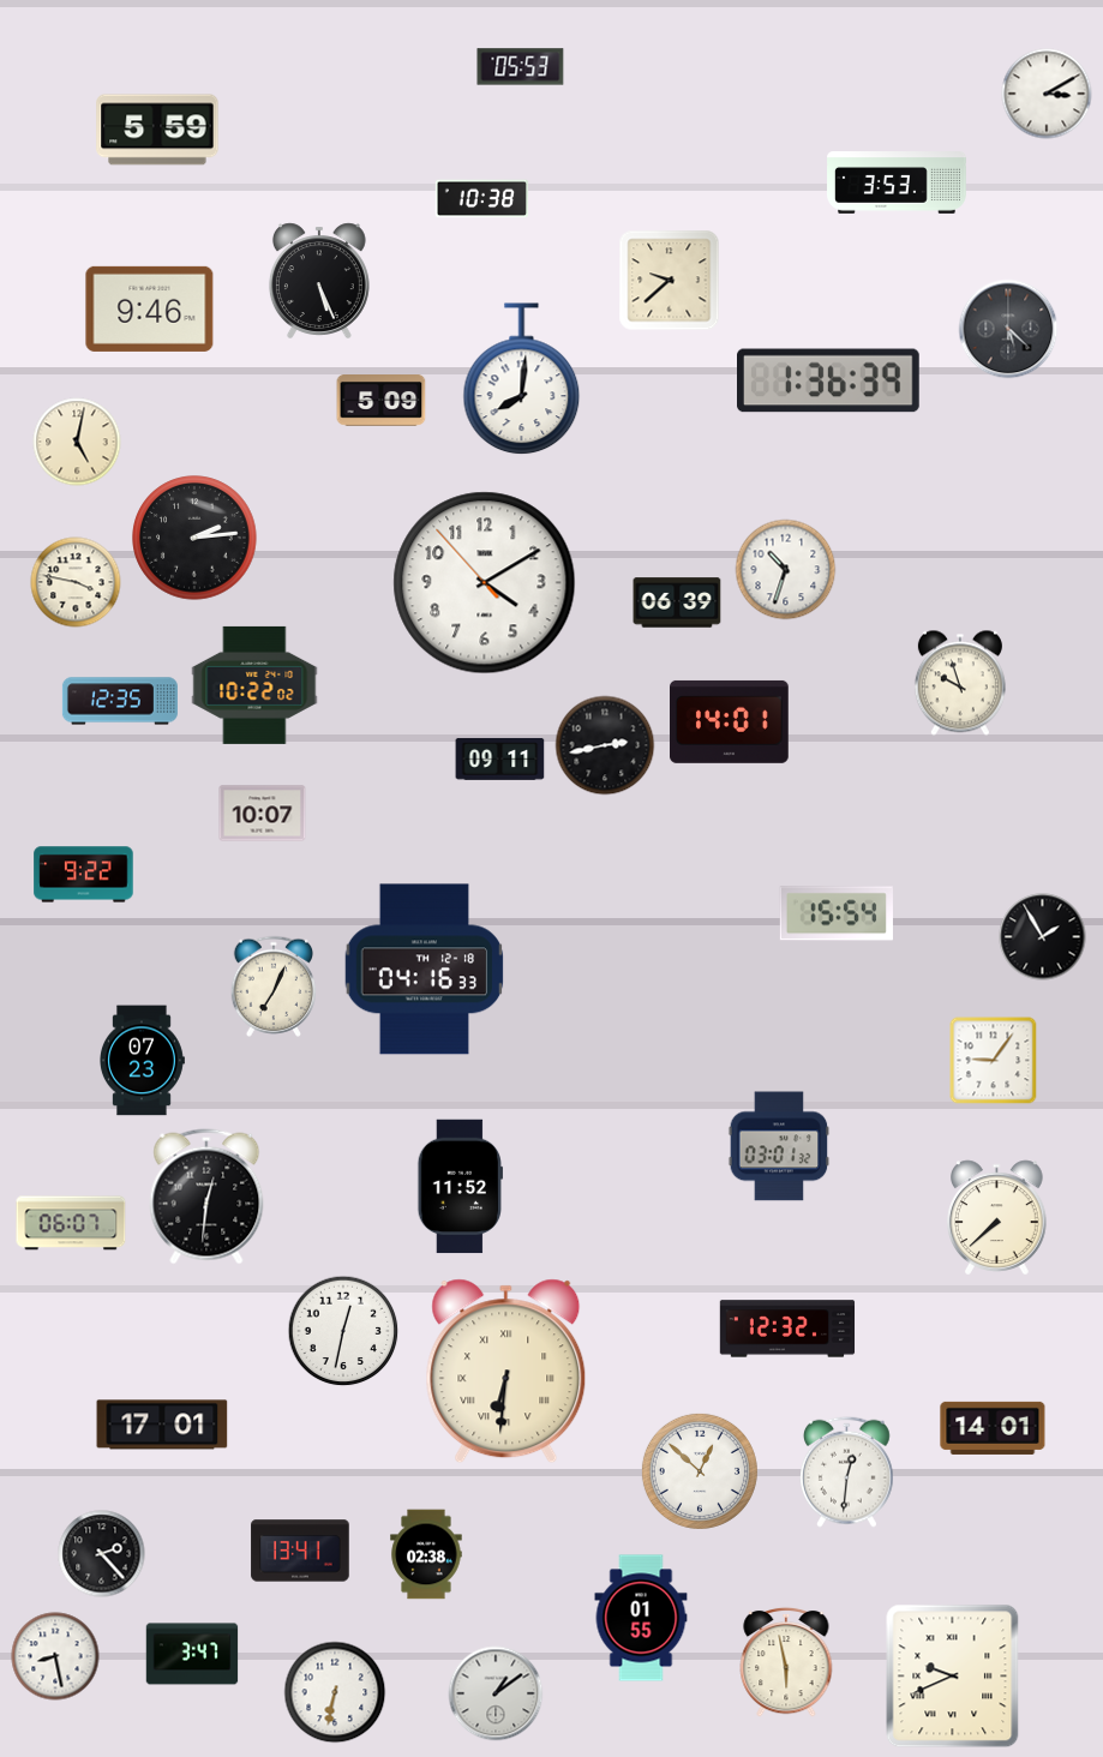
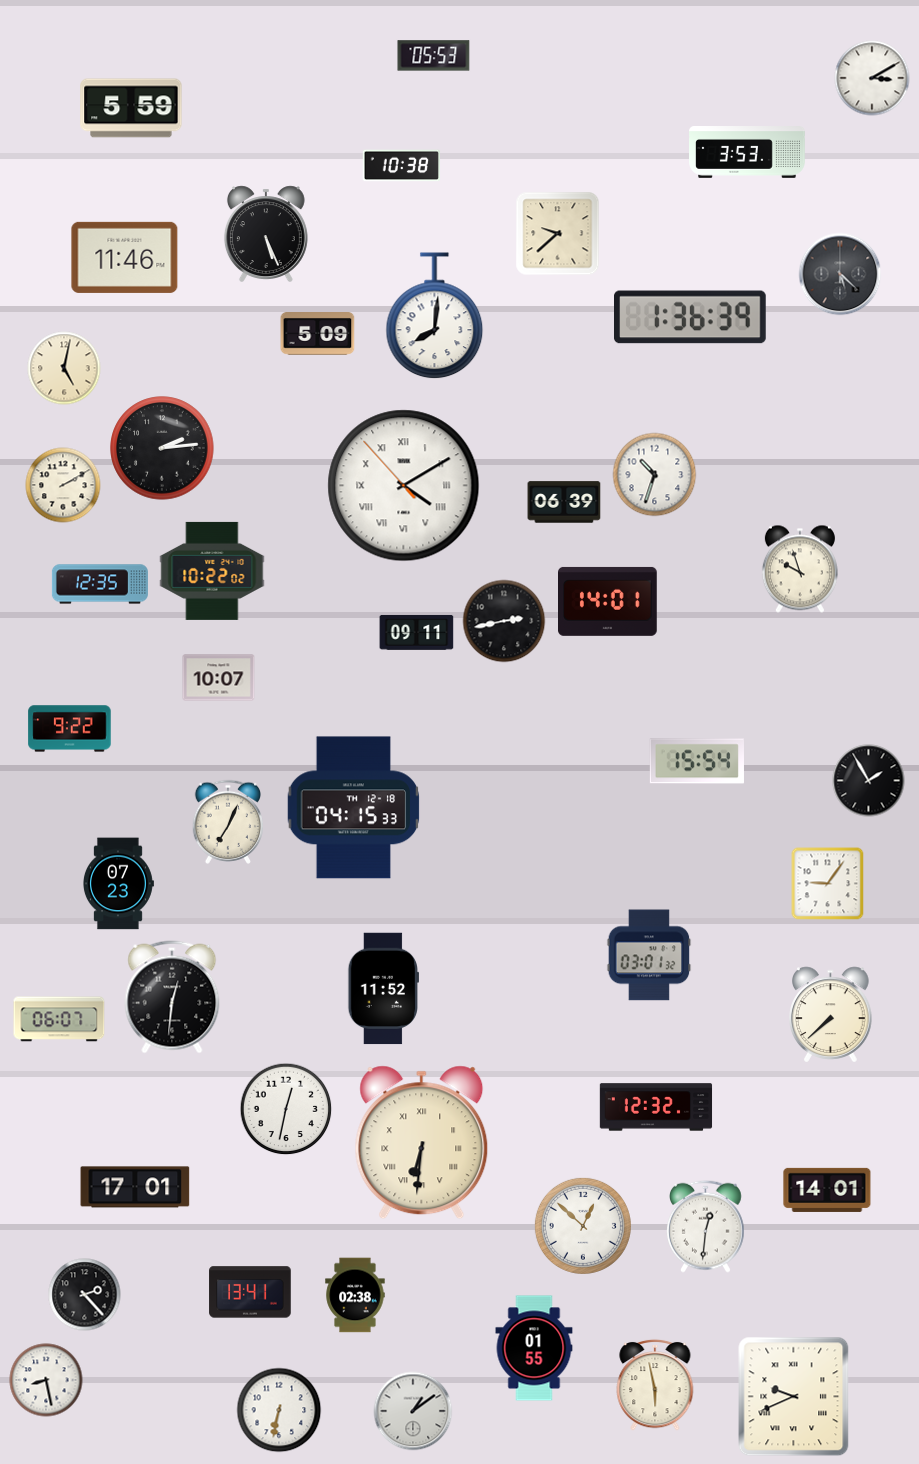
clock at (150, 308): 9:46 -> 11:46
clock at (76, 582): 3:47 -> 2:10
clock at (485, 583) numerals: Arabic -> Roman
clock at (425, 970): 04:16 -> 04:15
clock at (192, 1654): 3:47 -> none
